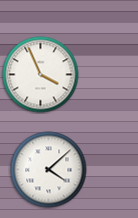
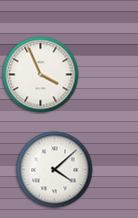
clock at (49, 170) position: (49, 170) -> (55, 170)
